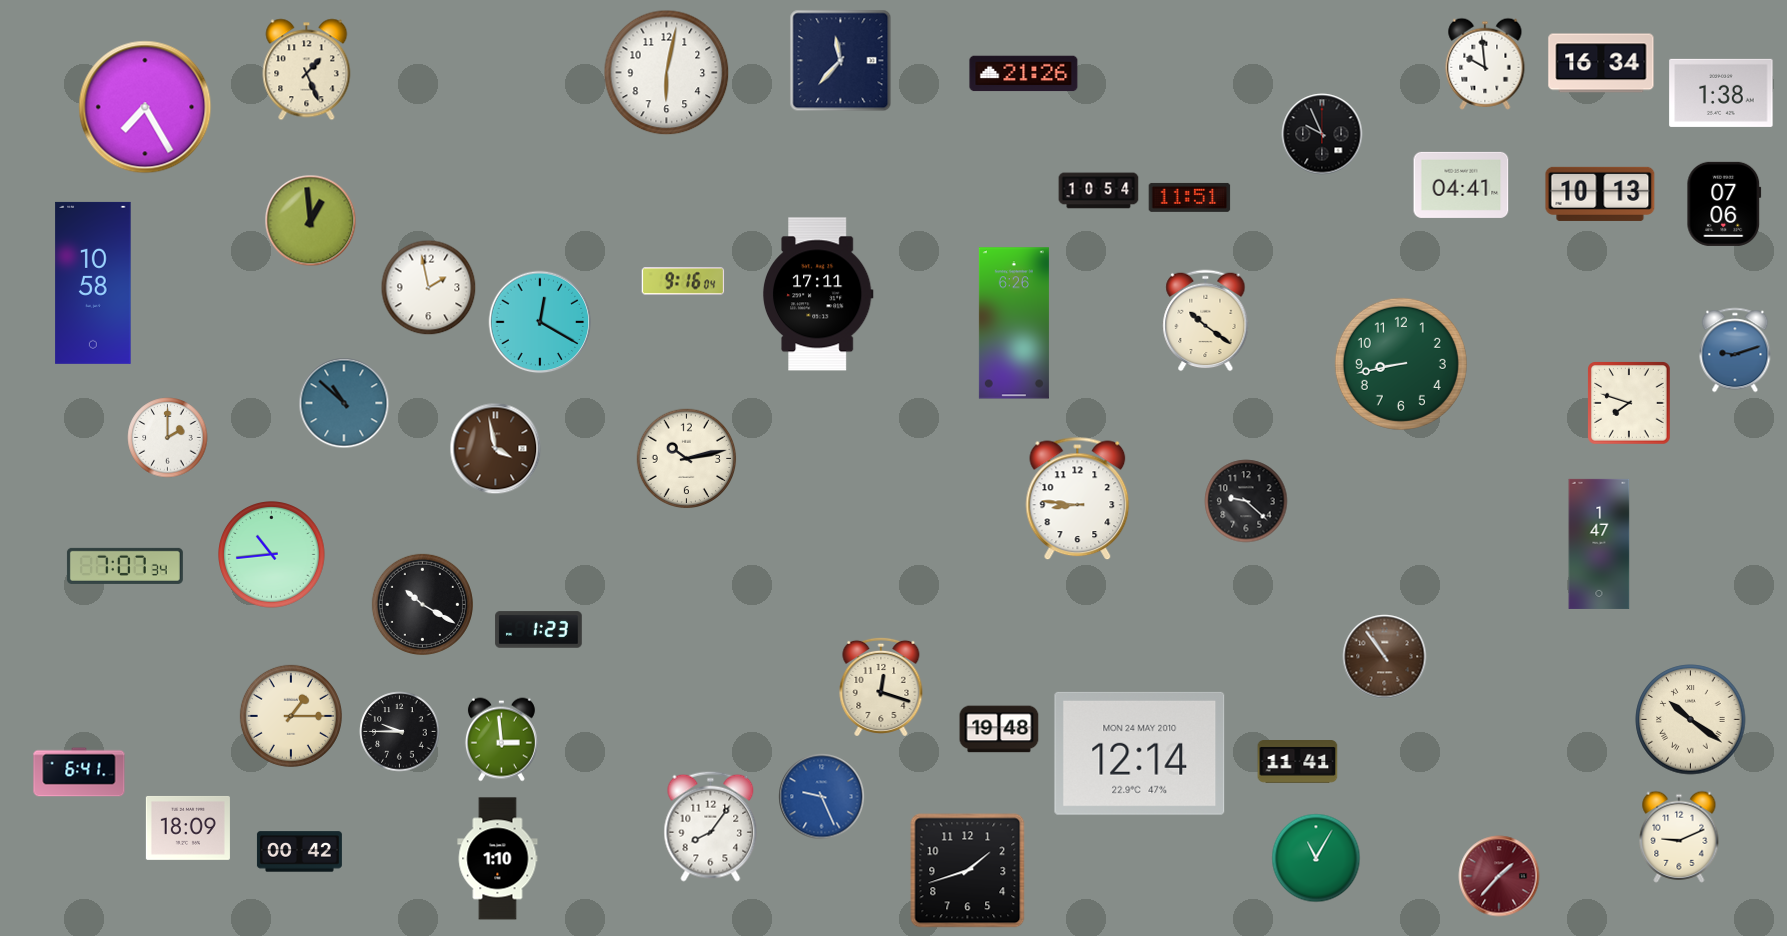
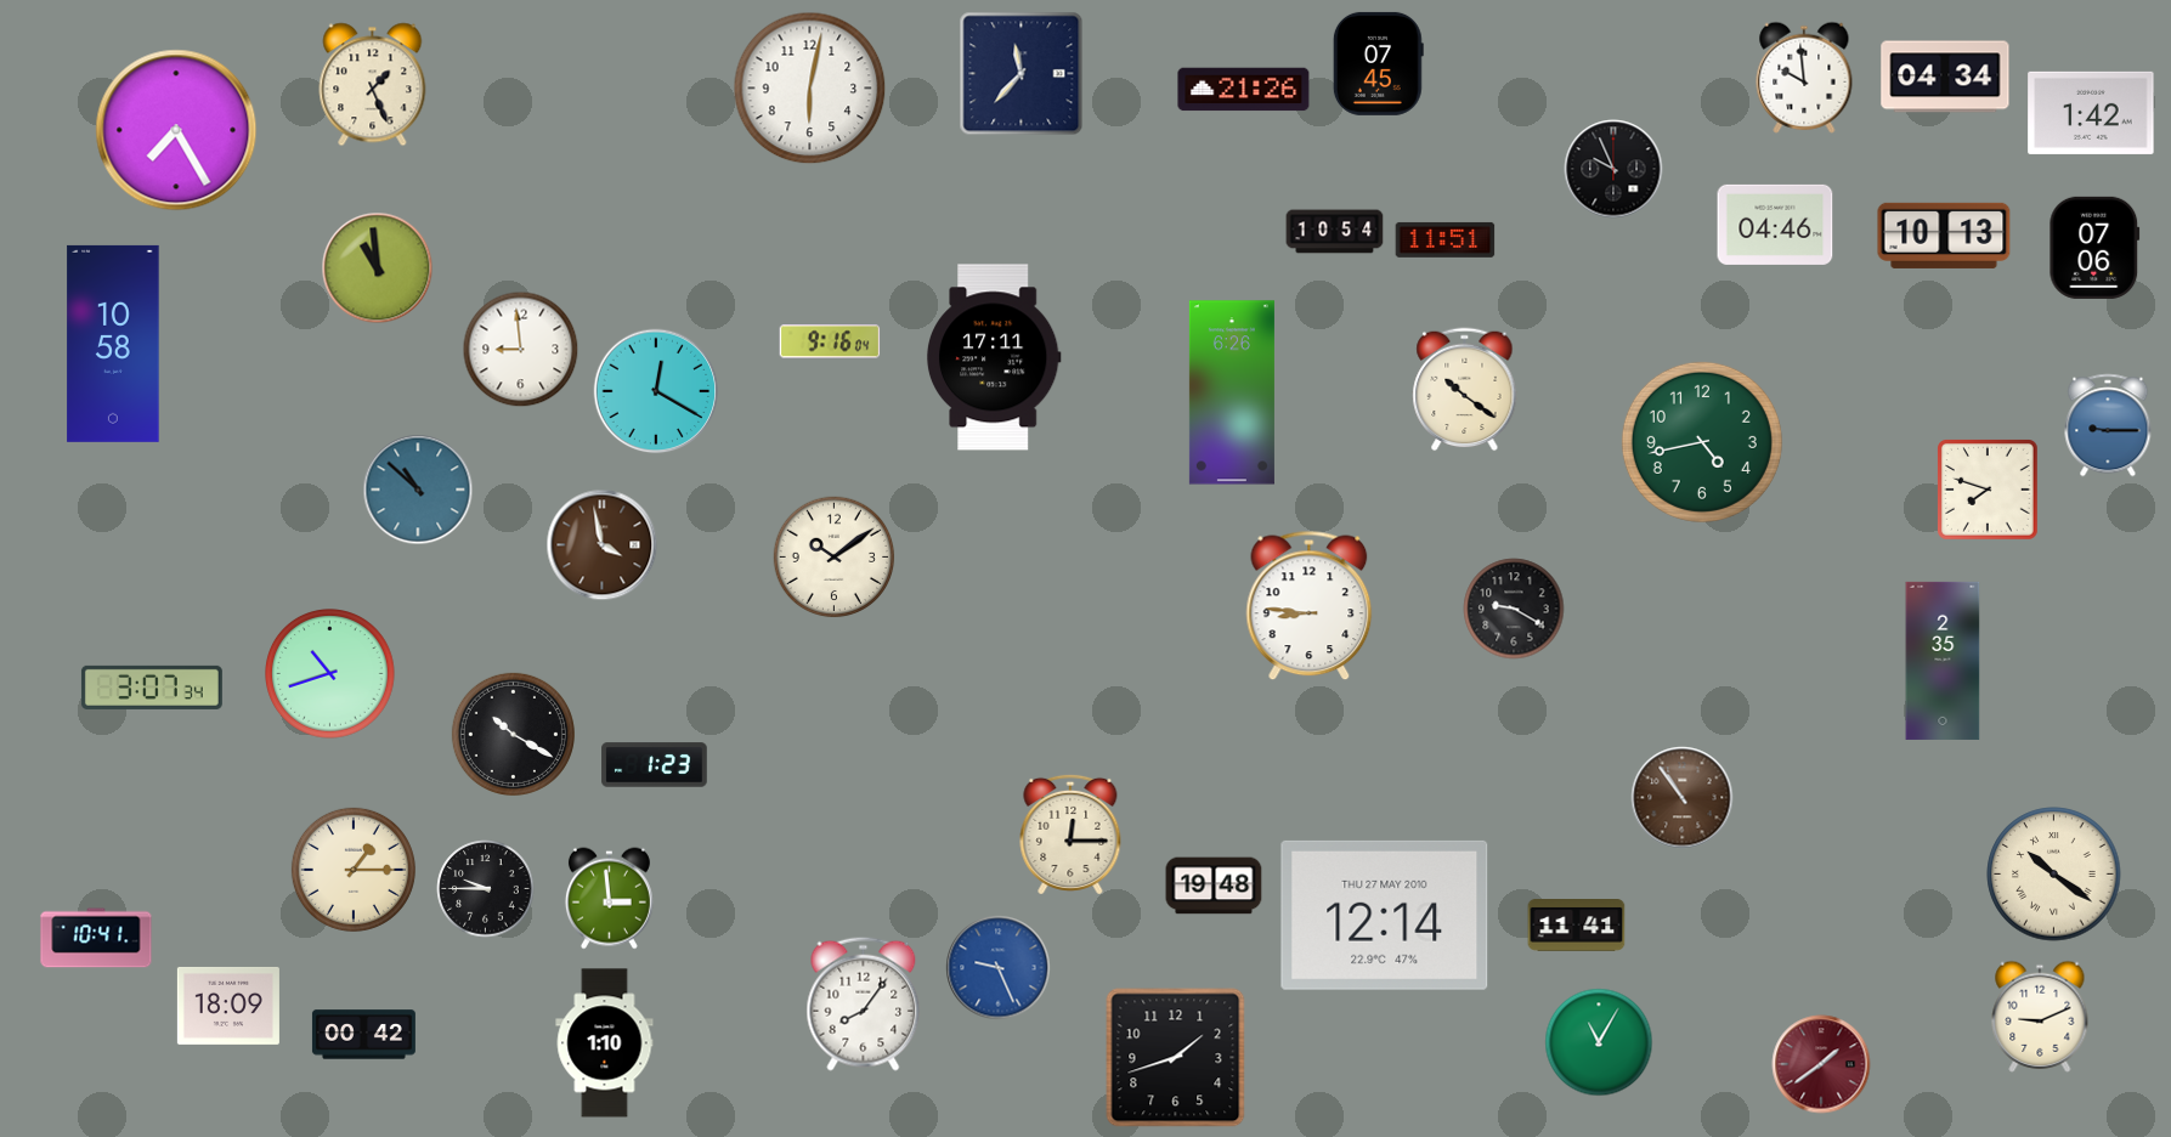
clock at (1378, 63): none -> 07:45
clock at (1601, 63): 16:34 -> 04:34
clock at (1721, 93): 1:38 -> 1:42
clock at (1322, 134) position: (1322, 134) -> (1613, 169)
clock at (1461, 185): 04:41 -> 04:46
clock at (311, 221): 12:59 -> 10:59
clock at (429, 288): 1:58 -> 8:59
clock at (1735, 350): 9:12 -> 9:15
clock at (1401, 364): 8:43 -> 4:43
clock at (1630, 404) position: (1630, 404) -> (1989, 491)
clock at (168, 438): 2:00 -> none
clock at (687, 459): 10:13 -> 10:09
clock at (1246, 501): 9:22 -> 9:20
clock at (1599, 544): 1:47 -> 2:35
clock at (272, 555): 10:44 -> 10:42
clock at (125, 566): 7:07 -> 3:07
clock at (881, 687): 12:18 -> 12:15
clock at (1140, 753) date: MON 24 MAY 2010 -> THU 27 MAY 2010
clock at (79, 772): 6:41 -> 10:41
clock at (1499, 876): 1:37 -> 1:39
